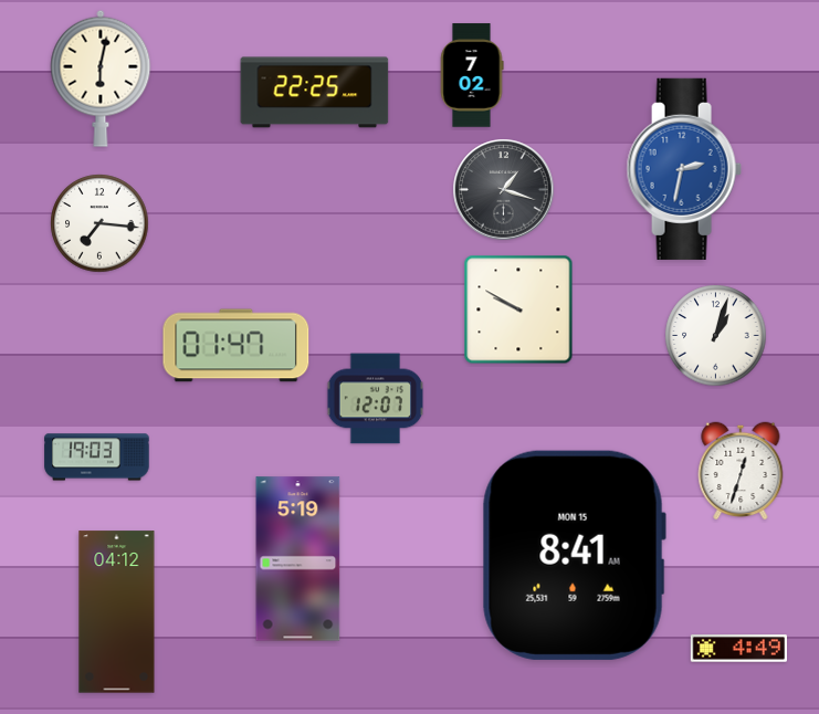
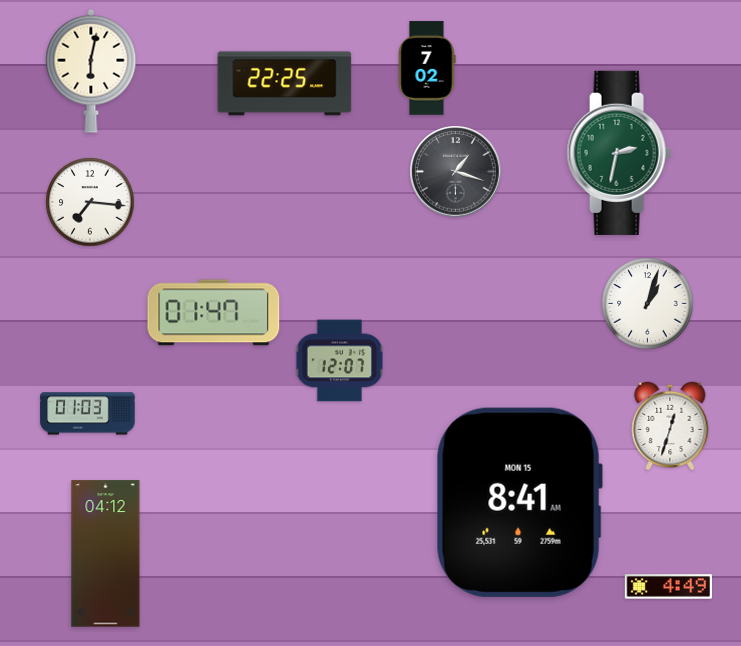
clock at (684, 169) dial: blue -> green
clock at (518, 309): 9:50 -> none
clock at (97, 458): 19:03 -> 01:03
clock at (298, 559): 5:19 -> none
